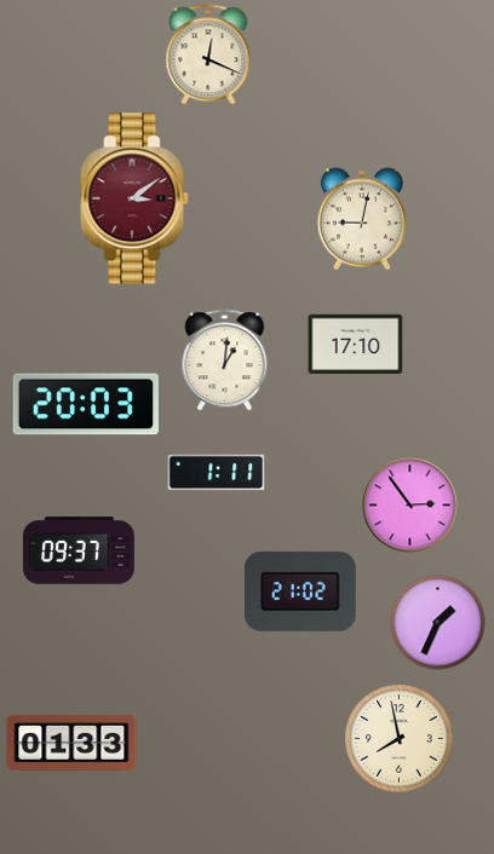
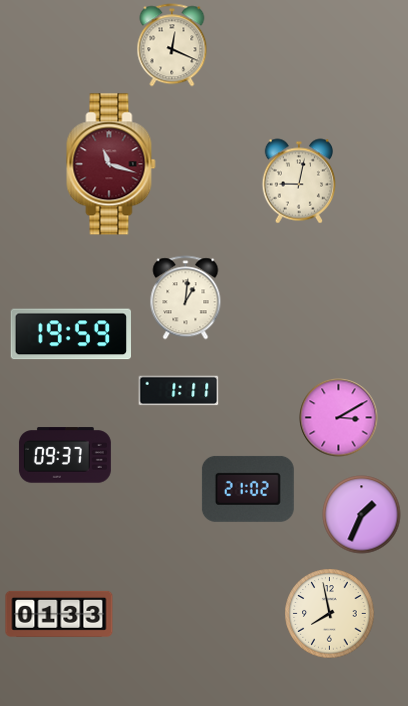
clock at (134, 198): 3:09 -> 11:18
clock at (356, 344): 17:10 -> none
clock at (85, 404): 20:03 -> 19:59
clock at (410, 506): 2:54 -> 3:10
clock at (400, 739) position: (400, 739) -> (330, 614)
